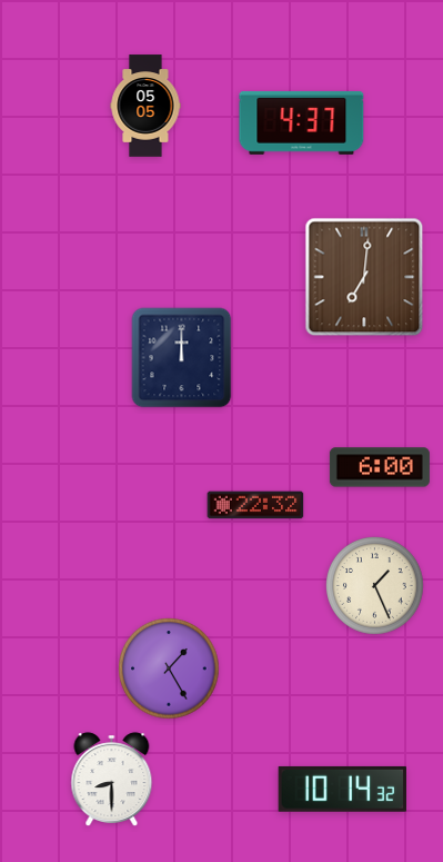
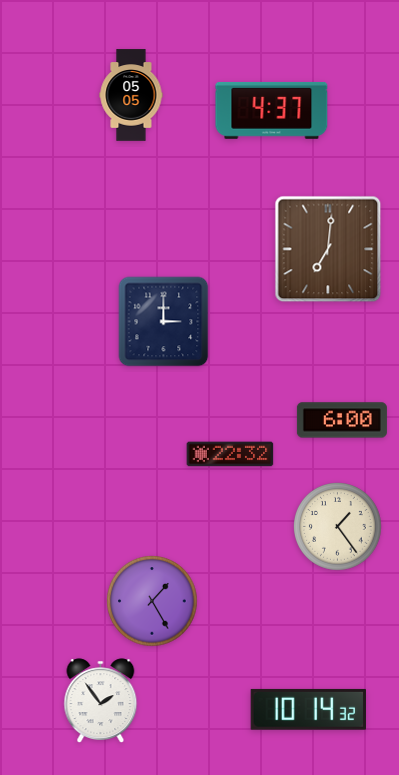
clock at (182, 358): 12:00 -> 3:00
clock at (375, 586): 1:26 -> 1:24
clock at (112, 779): 8:30 -> 1:54
